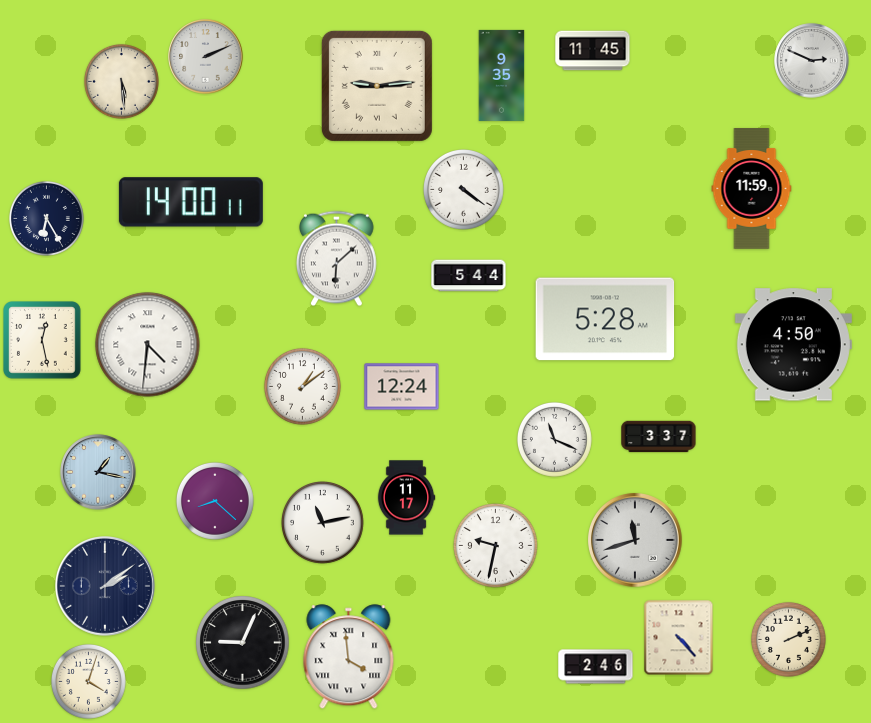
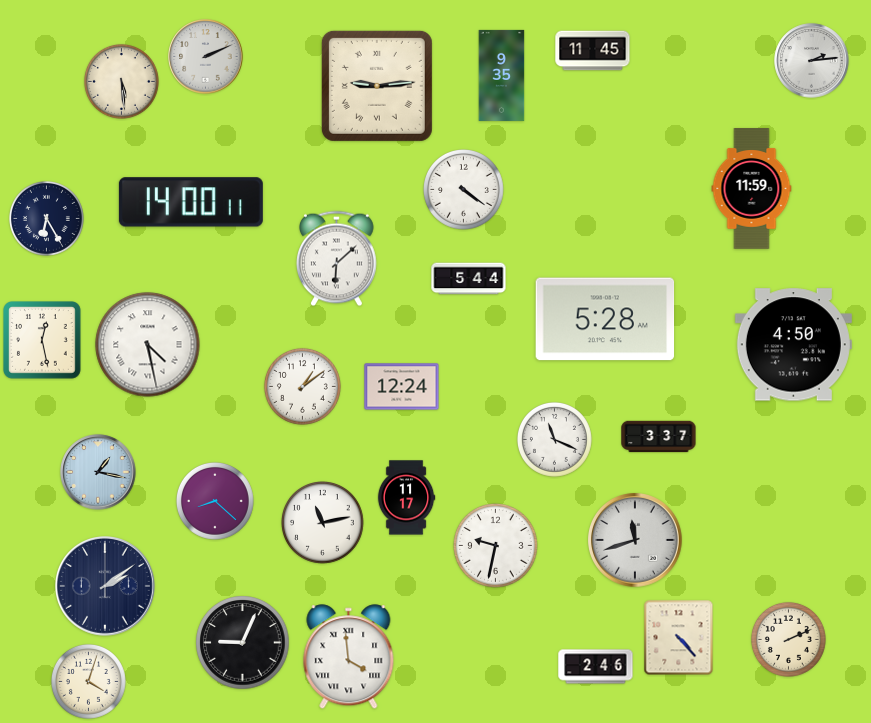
clock at (812, 61): 2:49 -> 2:14
clock at (469, 276) position: (469, 276) -> (469, 279)
clock at (148, 345): 4:31 -> 4:28
